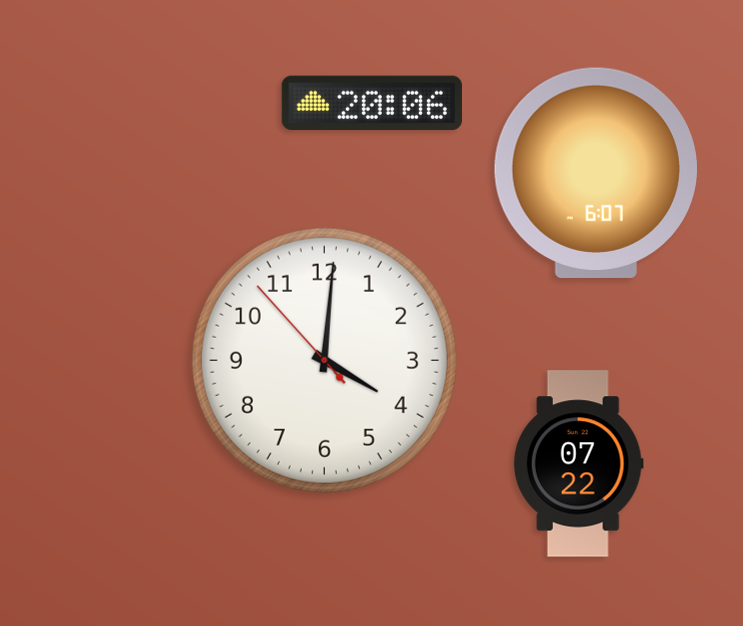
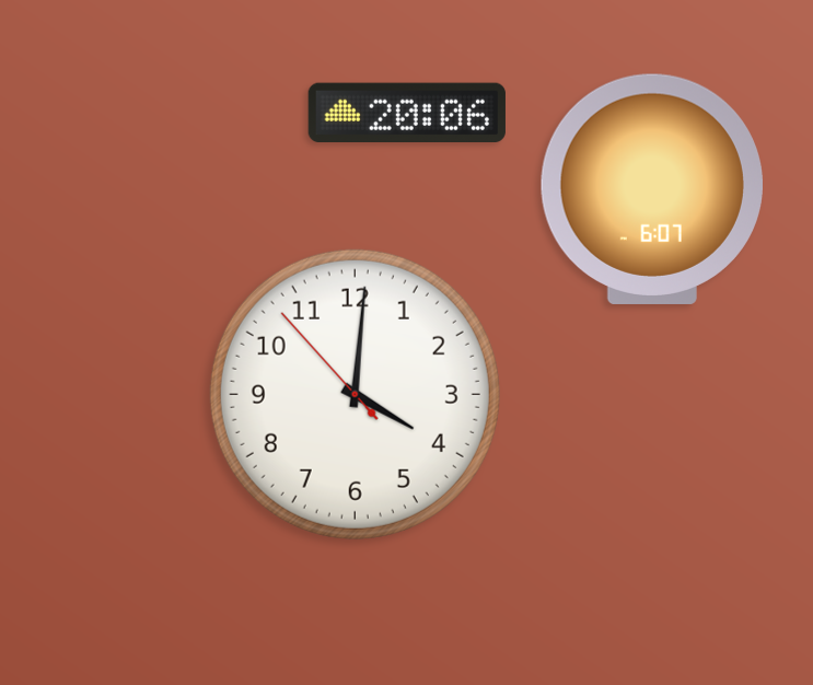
clock at (578, 464): 07:22 -> none
